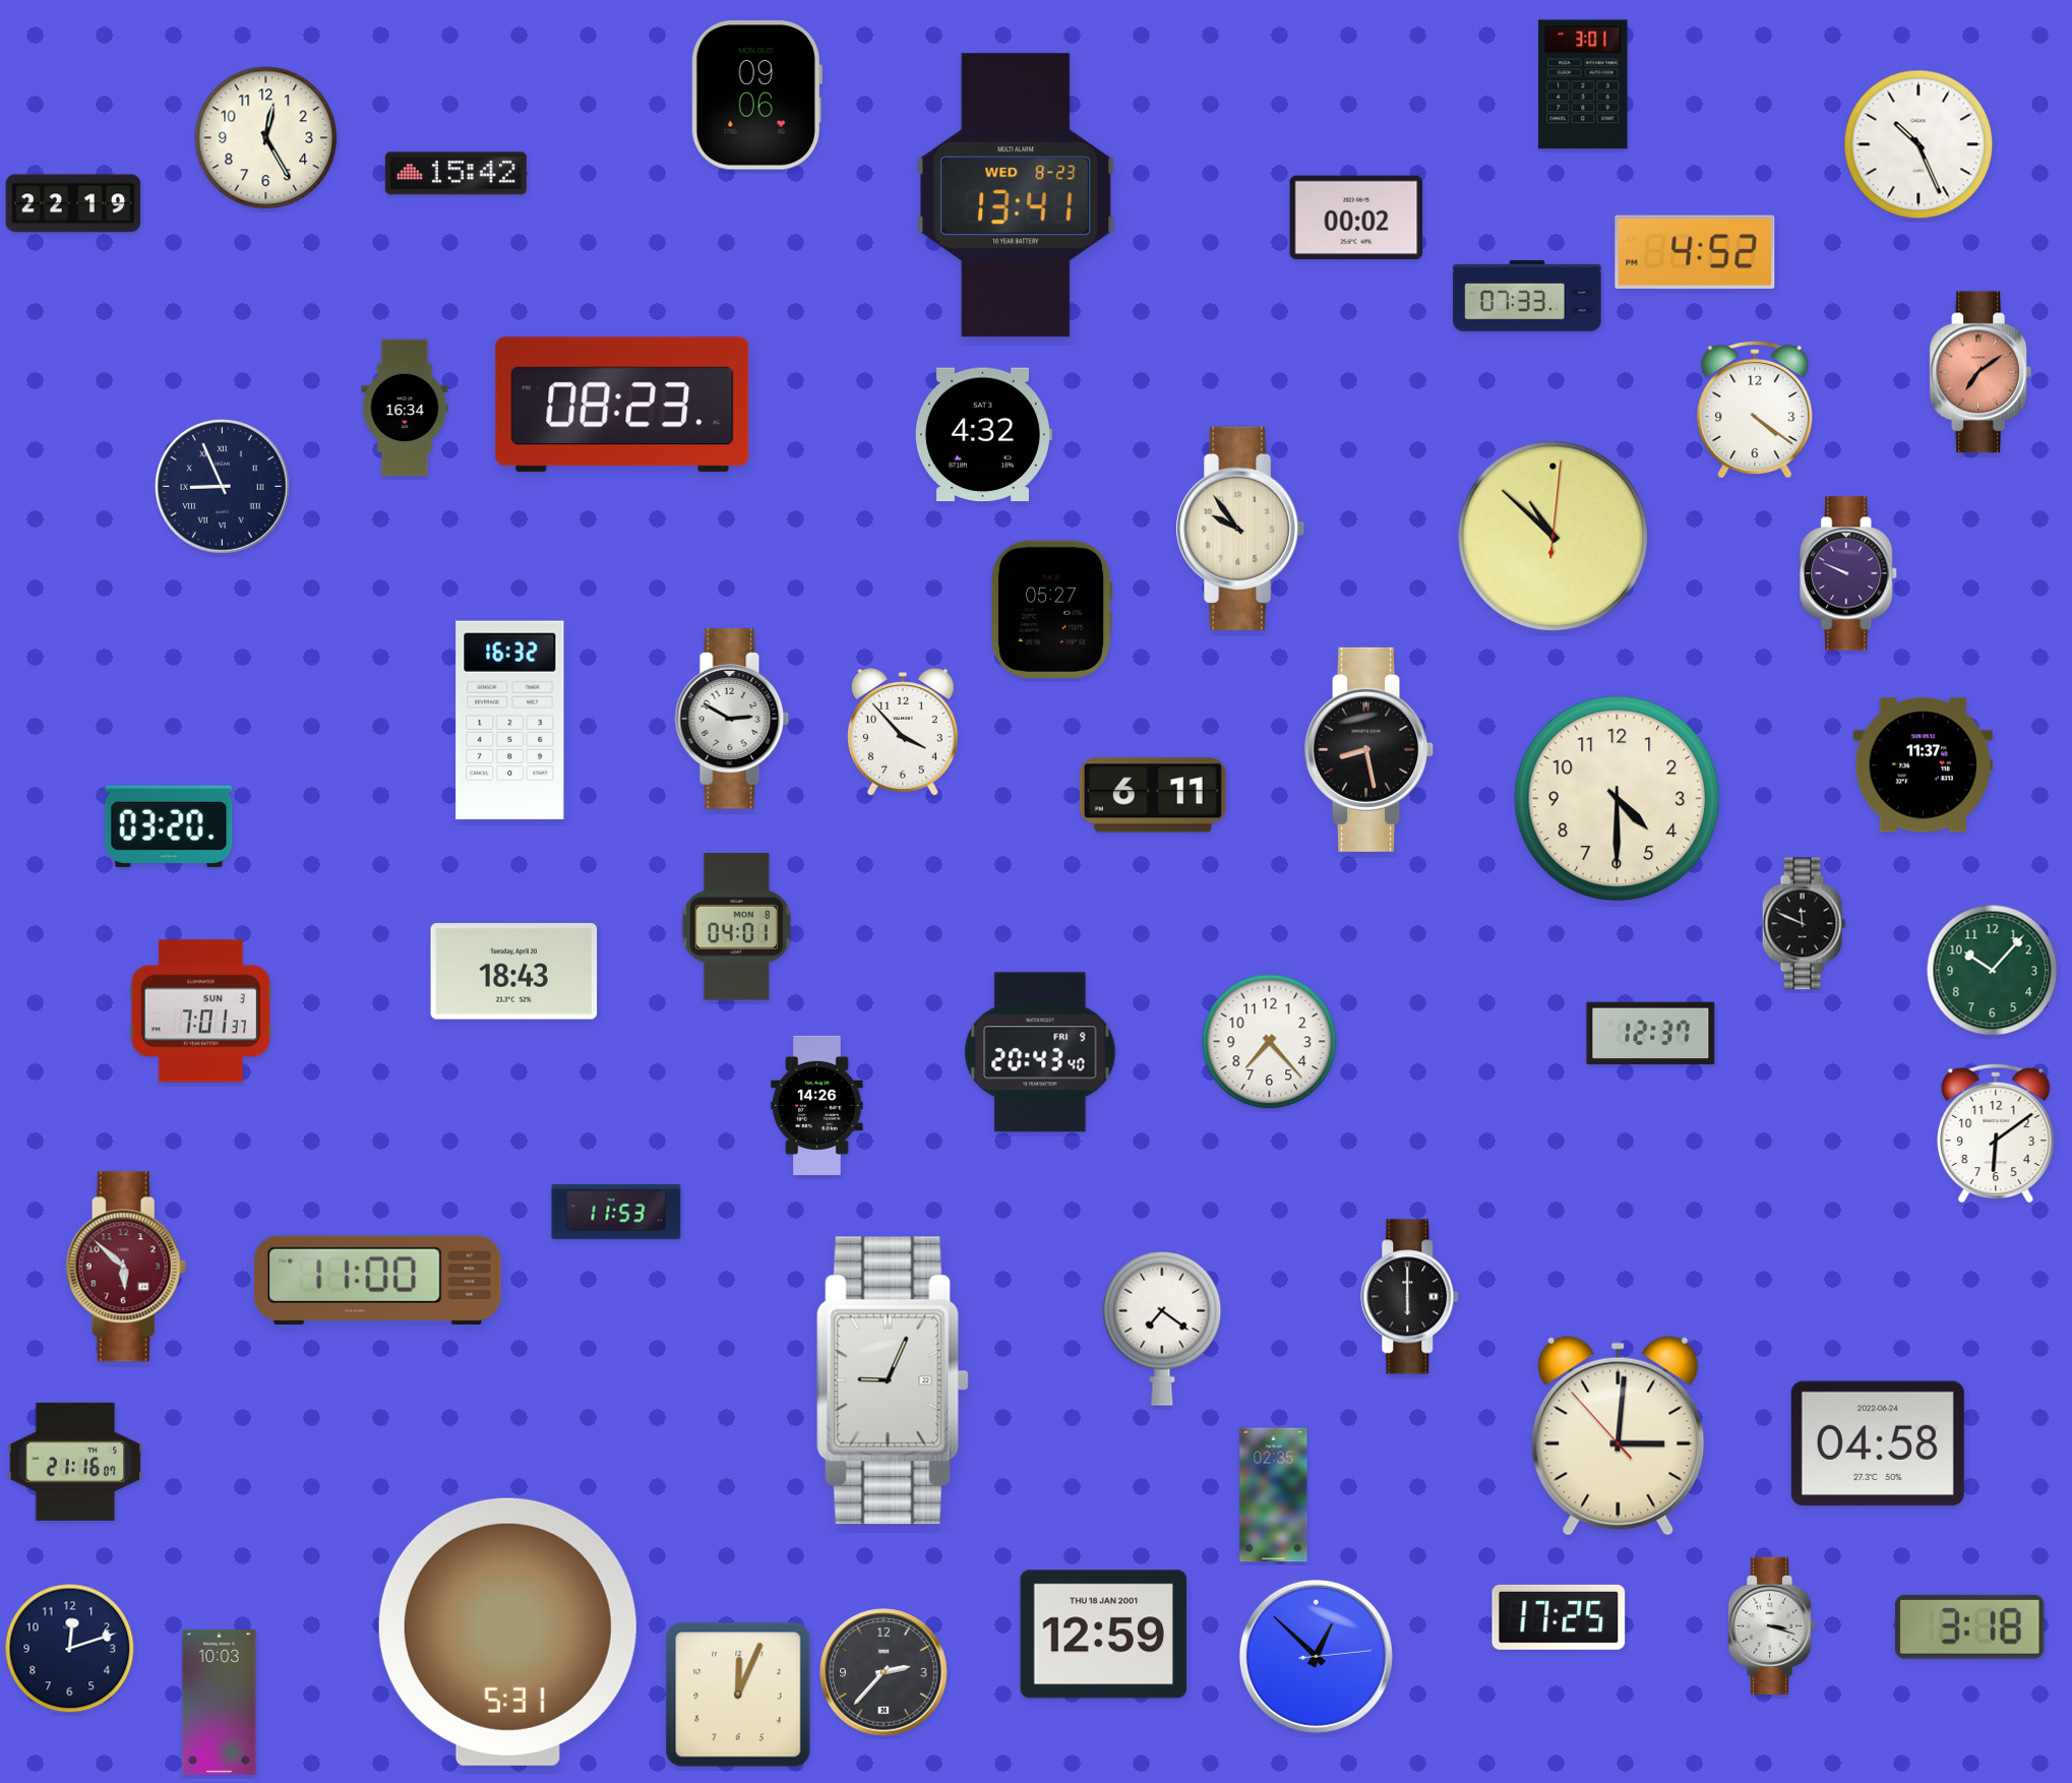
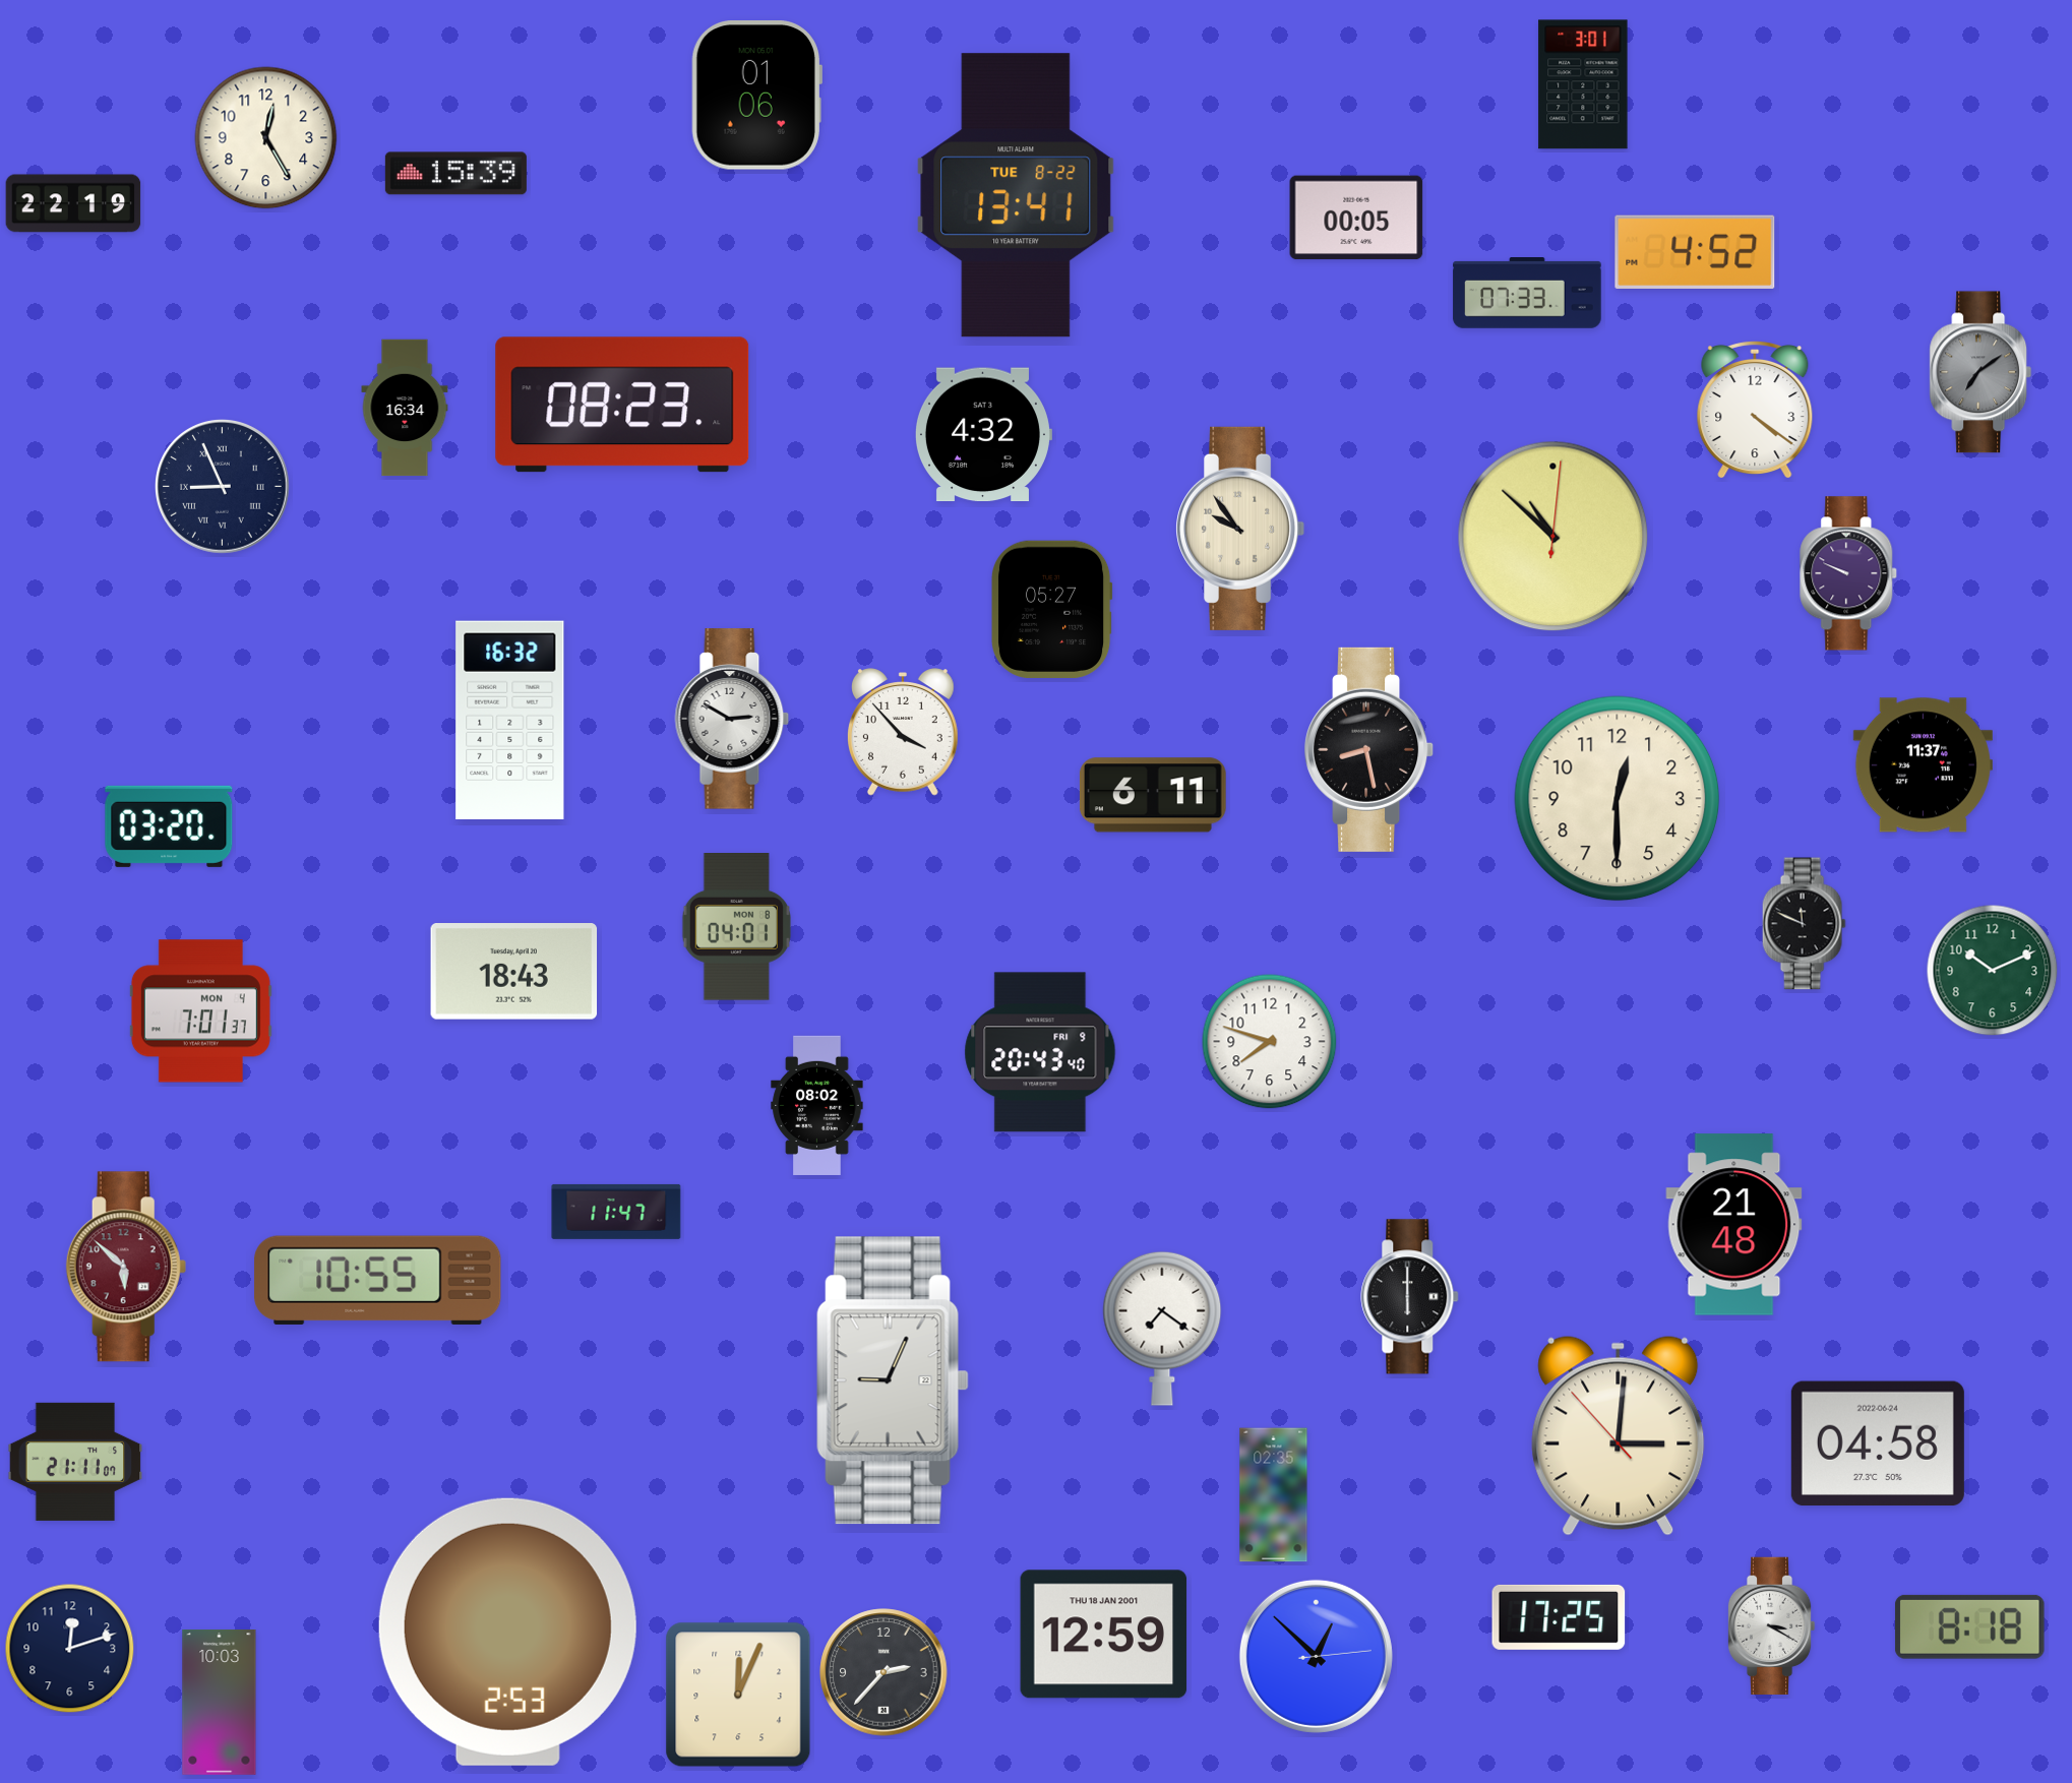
clock at (756, 96): 09:06 -> 01:06
clock at (1918, 144): 10:26 -> none
clock at (455, 174): 15:42 -> 15:39
clock at (1016, 195) date: WED 8-23 -> TUE 8-22
clock at (1356, 218): 00:02 -> 00:05
clock at (1527, 297) position: (1527, 297) -> (1527, 294)
clock at (1980, 372) dial: salmon -> grey
clock at (1618, 799): 4:30 -> 12:30
clock at (1993, 971): 10:07 -> 10:11
clock at (200, 1011) date: SUN 3 -> MON 4
clock at (1651, 1034): 12:37 -> none
clock at (1270, 1042): 7:23 -> 7:48
clock at (817, 1105): 14:26 -> 08:02
clock at (1996, 1133): 6:09 -> none
clock at (616, 1212): 11:53 -> 11:47
clock at (1734, 1225): none -> 21:48
clock at (378, 1280): 11:00 -> 10:55
clock at (75, 1462): 21:16 -> 21:11
clock at (1771, 1625): 3:18 -> 3:20
clock at (1969, 1626): 3:18 -> 8:18
clock at (507, 1632): 5:31 -> 2:53
